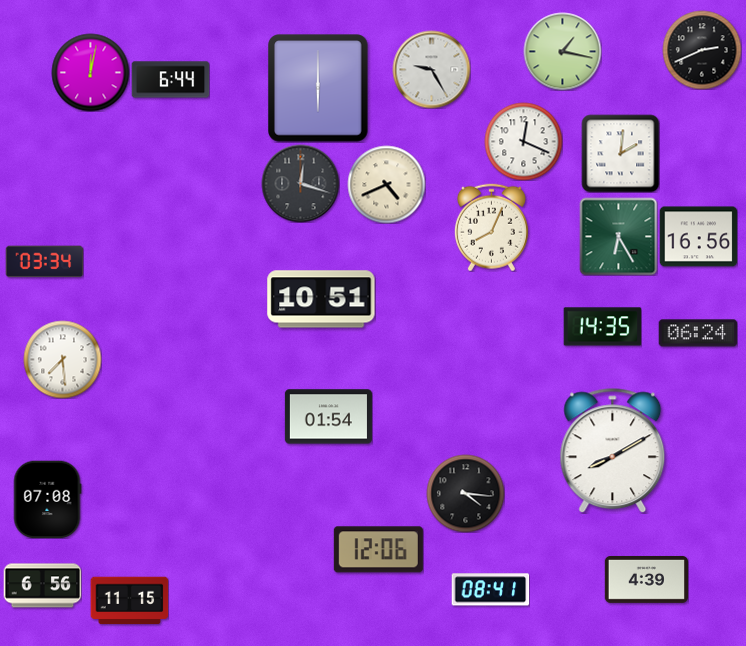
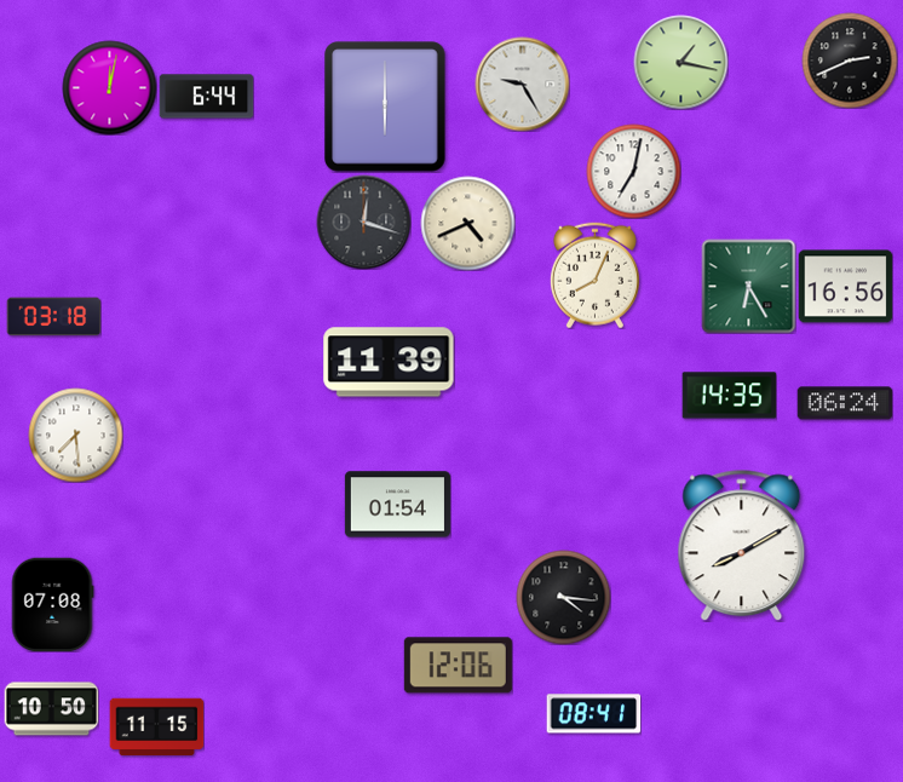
clock at (523, 141): 12:19 -> 7:02
clock at (620, 153): 2:01 -> none
clock at (44, 262): 03:34 -> 03:18
clock at (321, 299): 10:51 -> 11:39
clock at (47, 499) position: (47, 499) -> (52, 604)
clock at (646, 579): 4:39 -> none
clock at (42, 586): 6:56 -> 10:50
